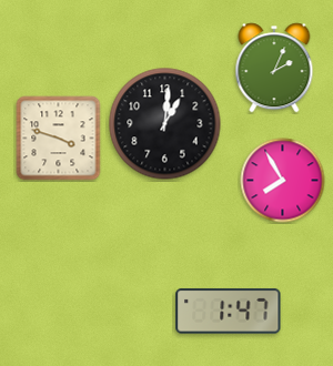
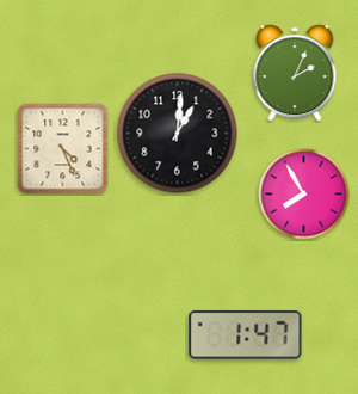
clock at (59, 139): 3:48 -> 4:26
